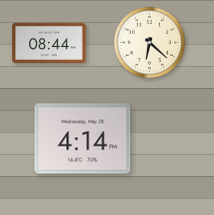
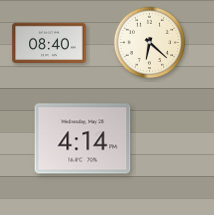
clock at (49, 42): 08:44 -> 08:40
